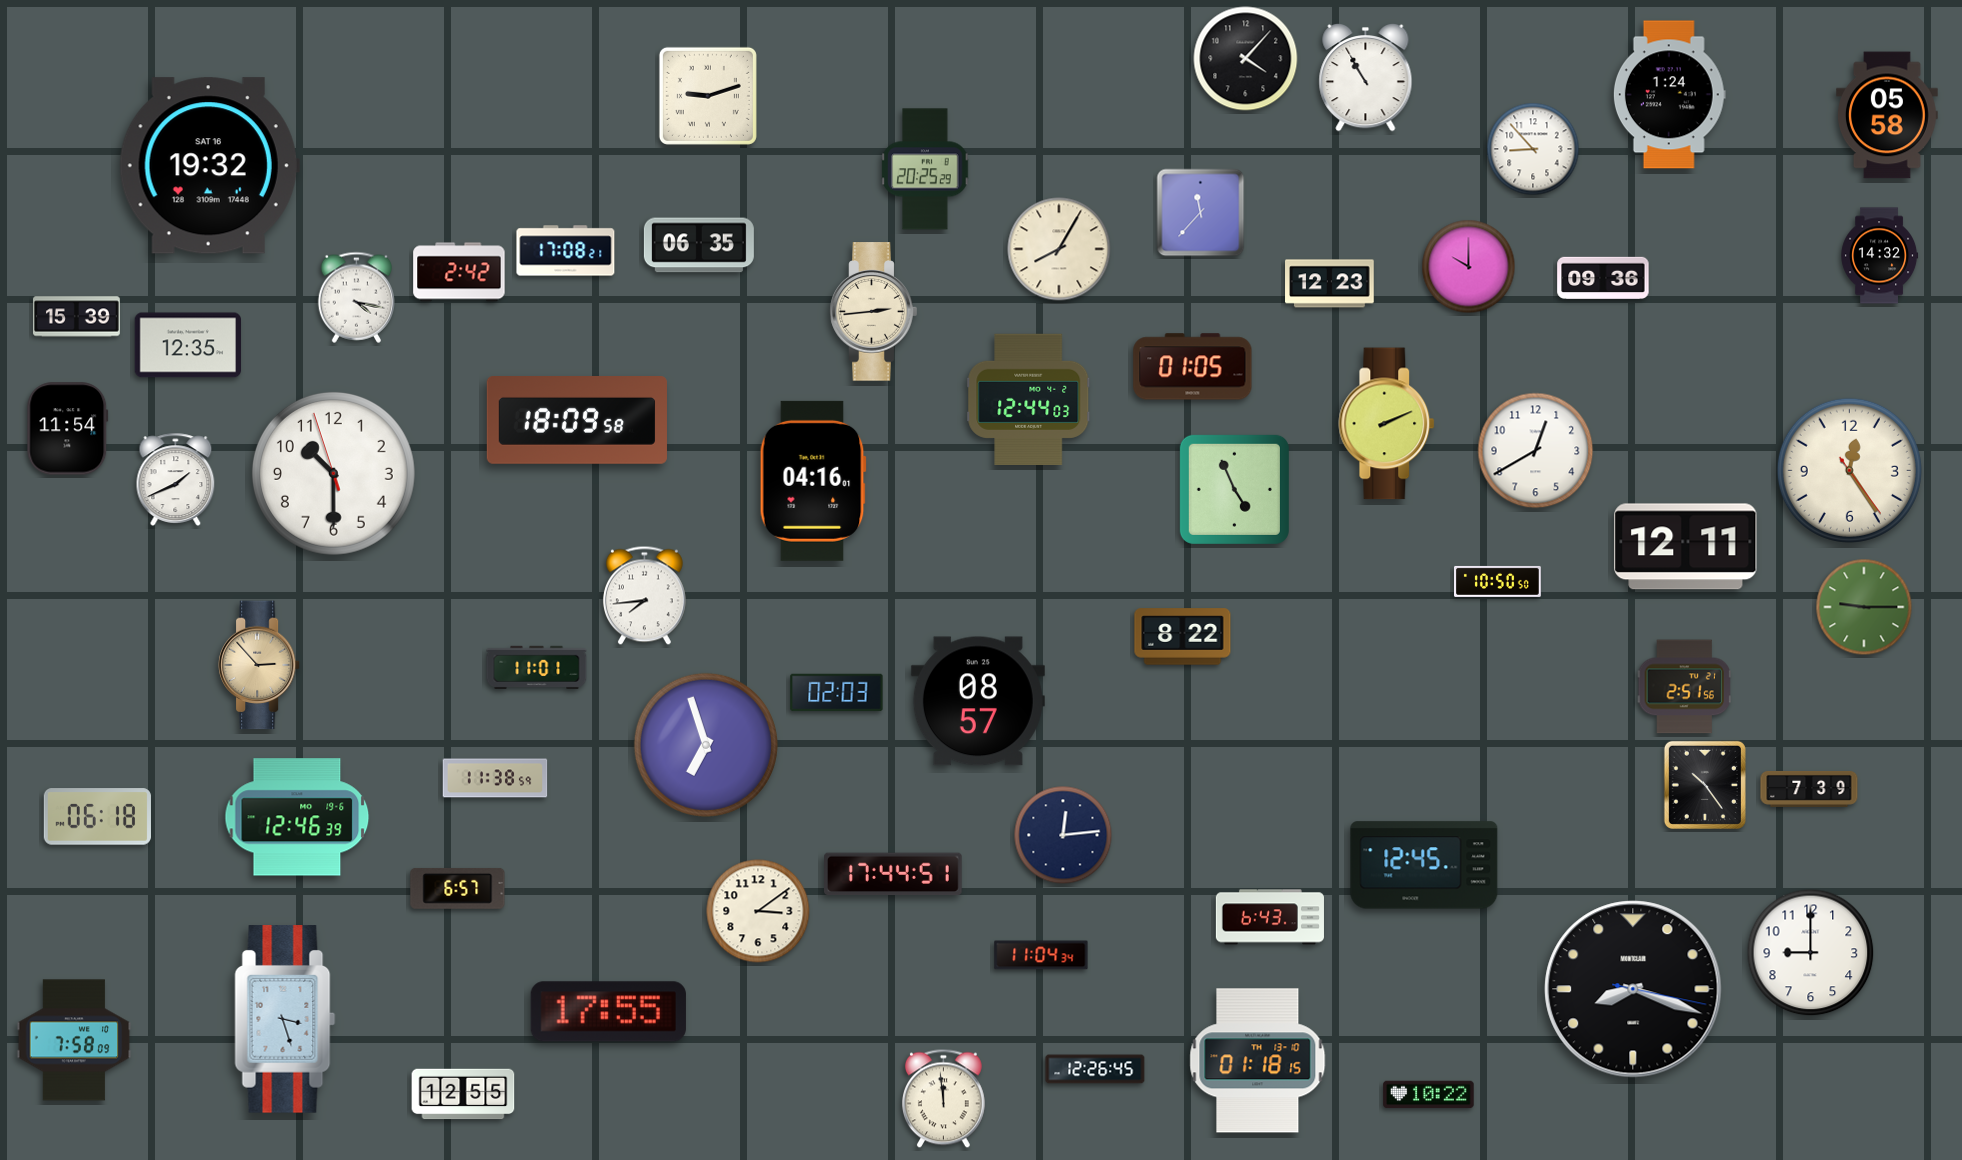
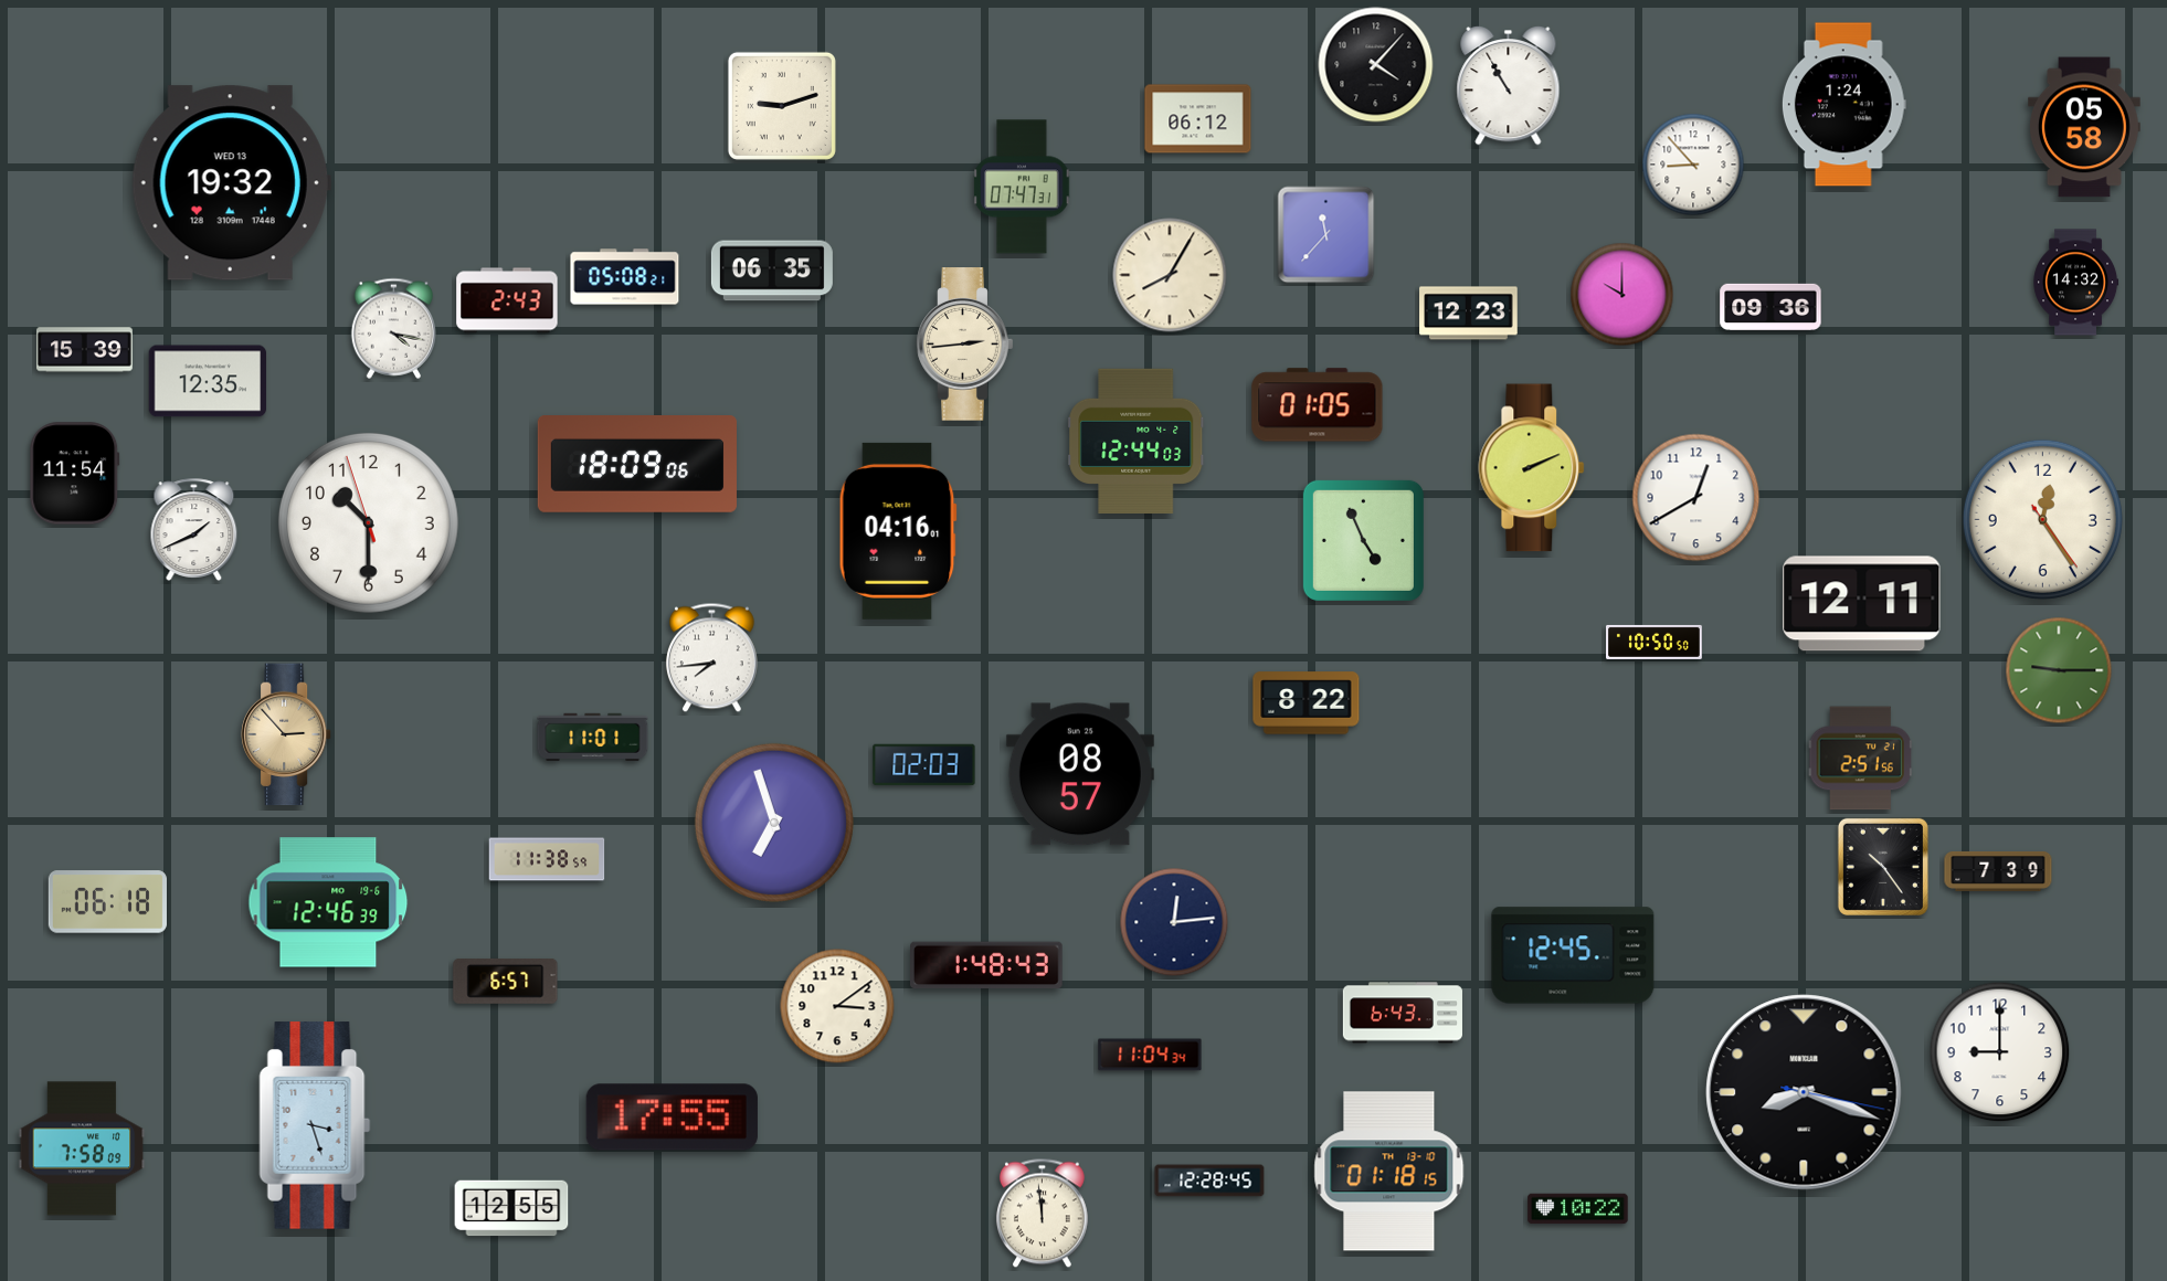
clock at (1198, 119): none -> 06:12
clock at (209, 166) date: SAT 16 -> WED 13
clock at (925, 169): 20:25 -> 07:47
clock at (566, 251): 17:08 -> 05:08
clock at (459, 272): 2:42 -> 2:43
clock at (577, 421): 18:09:58 -> 18:09:06
clock at (706, 745) position: (706, 745) -> (774, 823)
clock at (894, 874): 17:44 -> 1:48
clock at (1095, 1069): 12:26 -> 12:28
